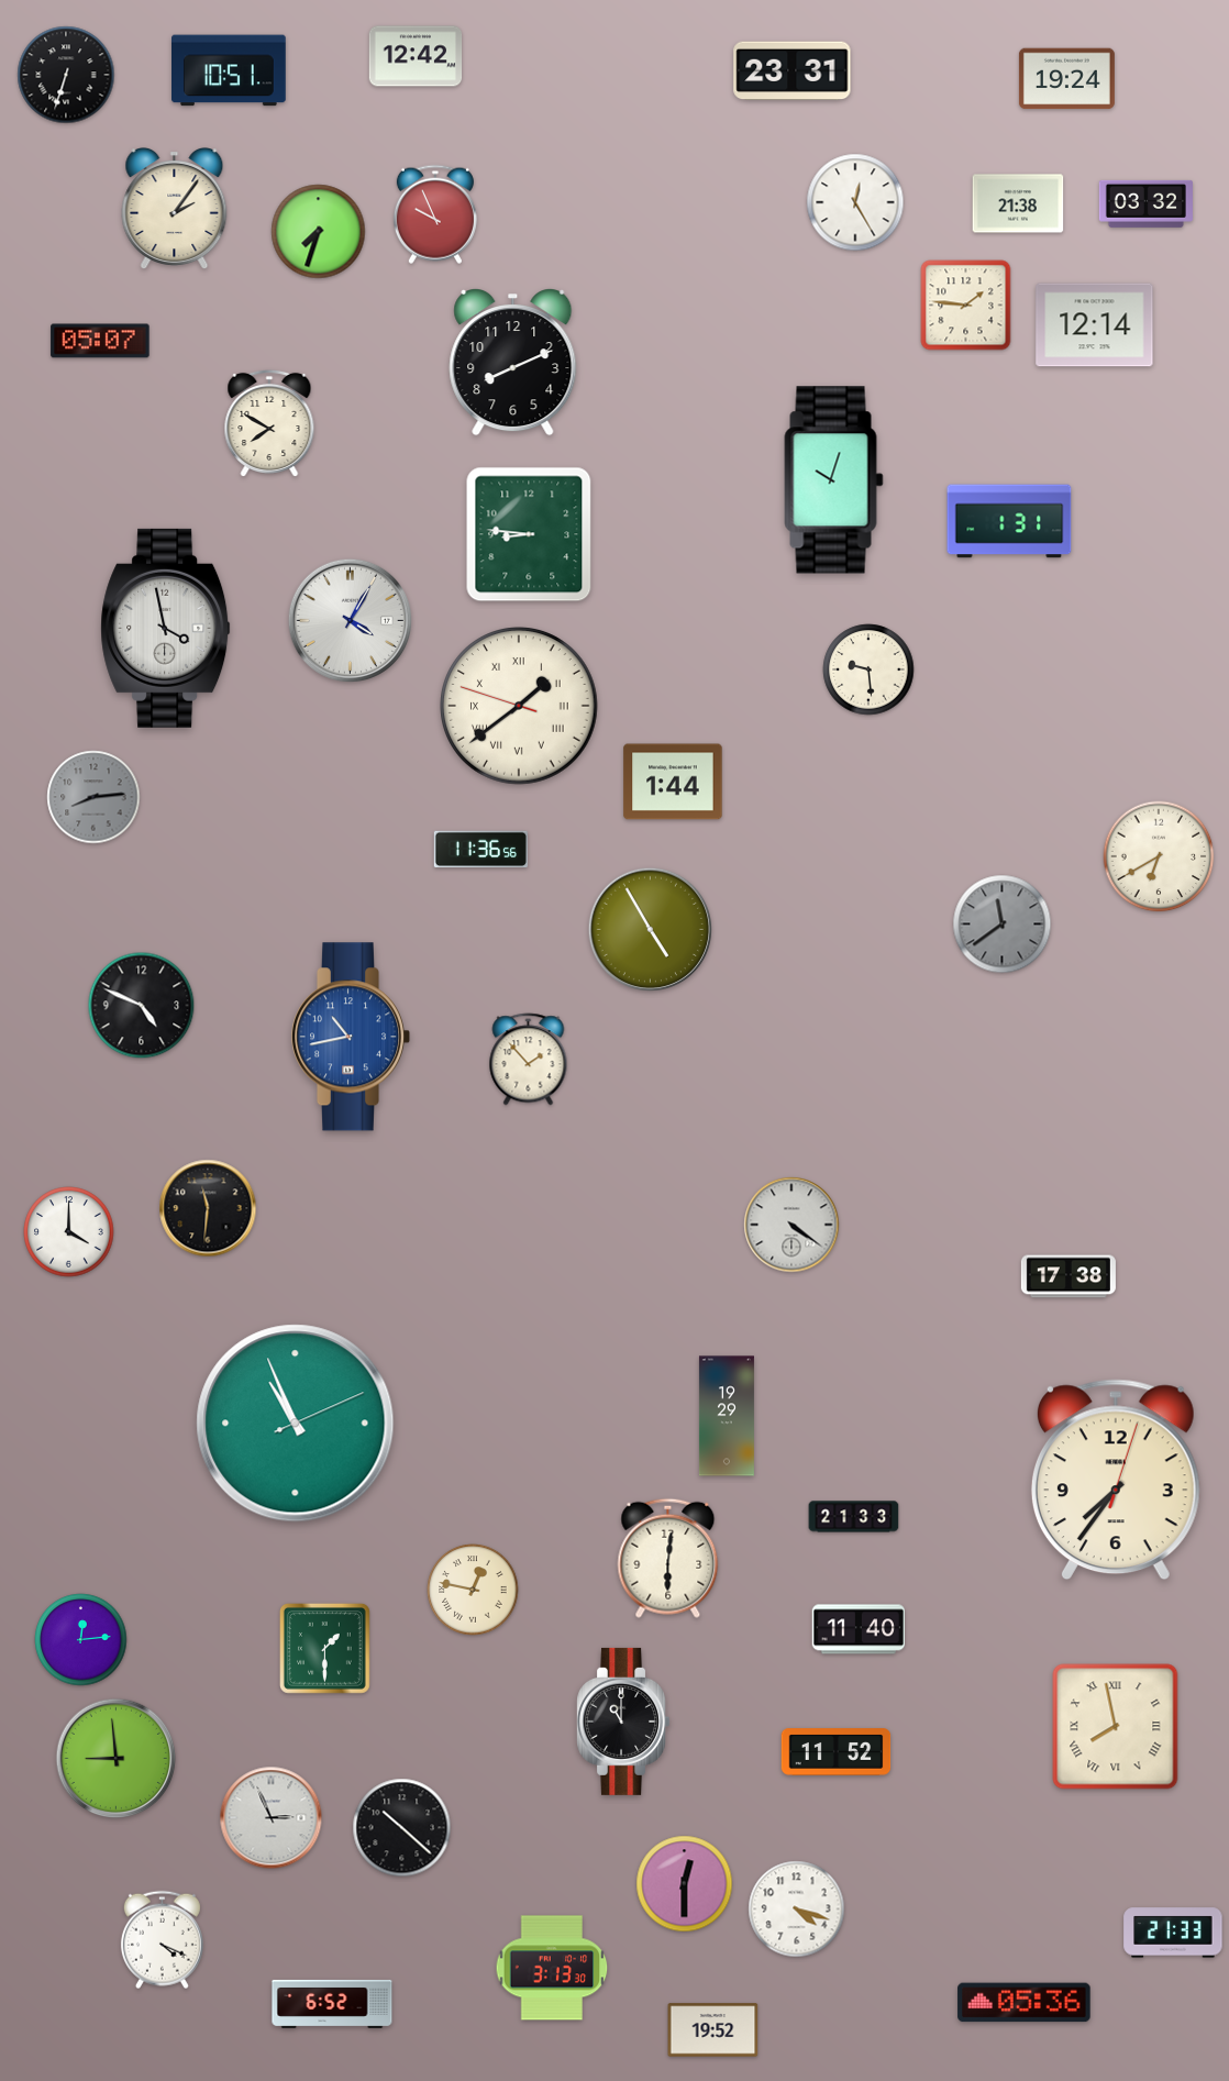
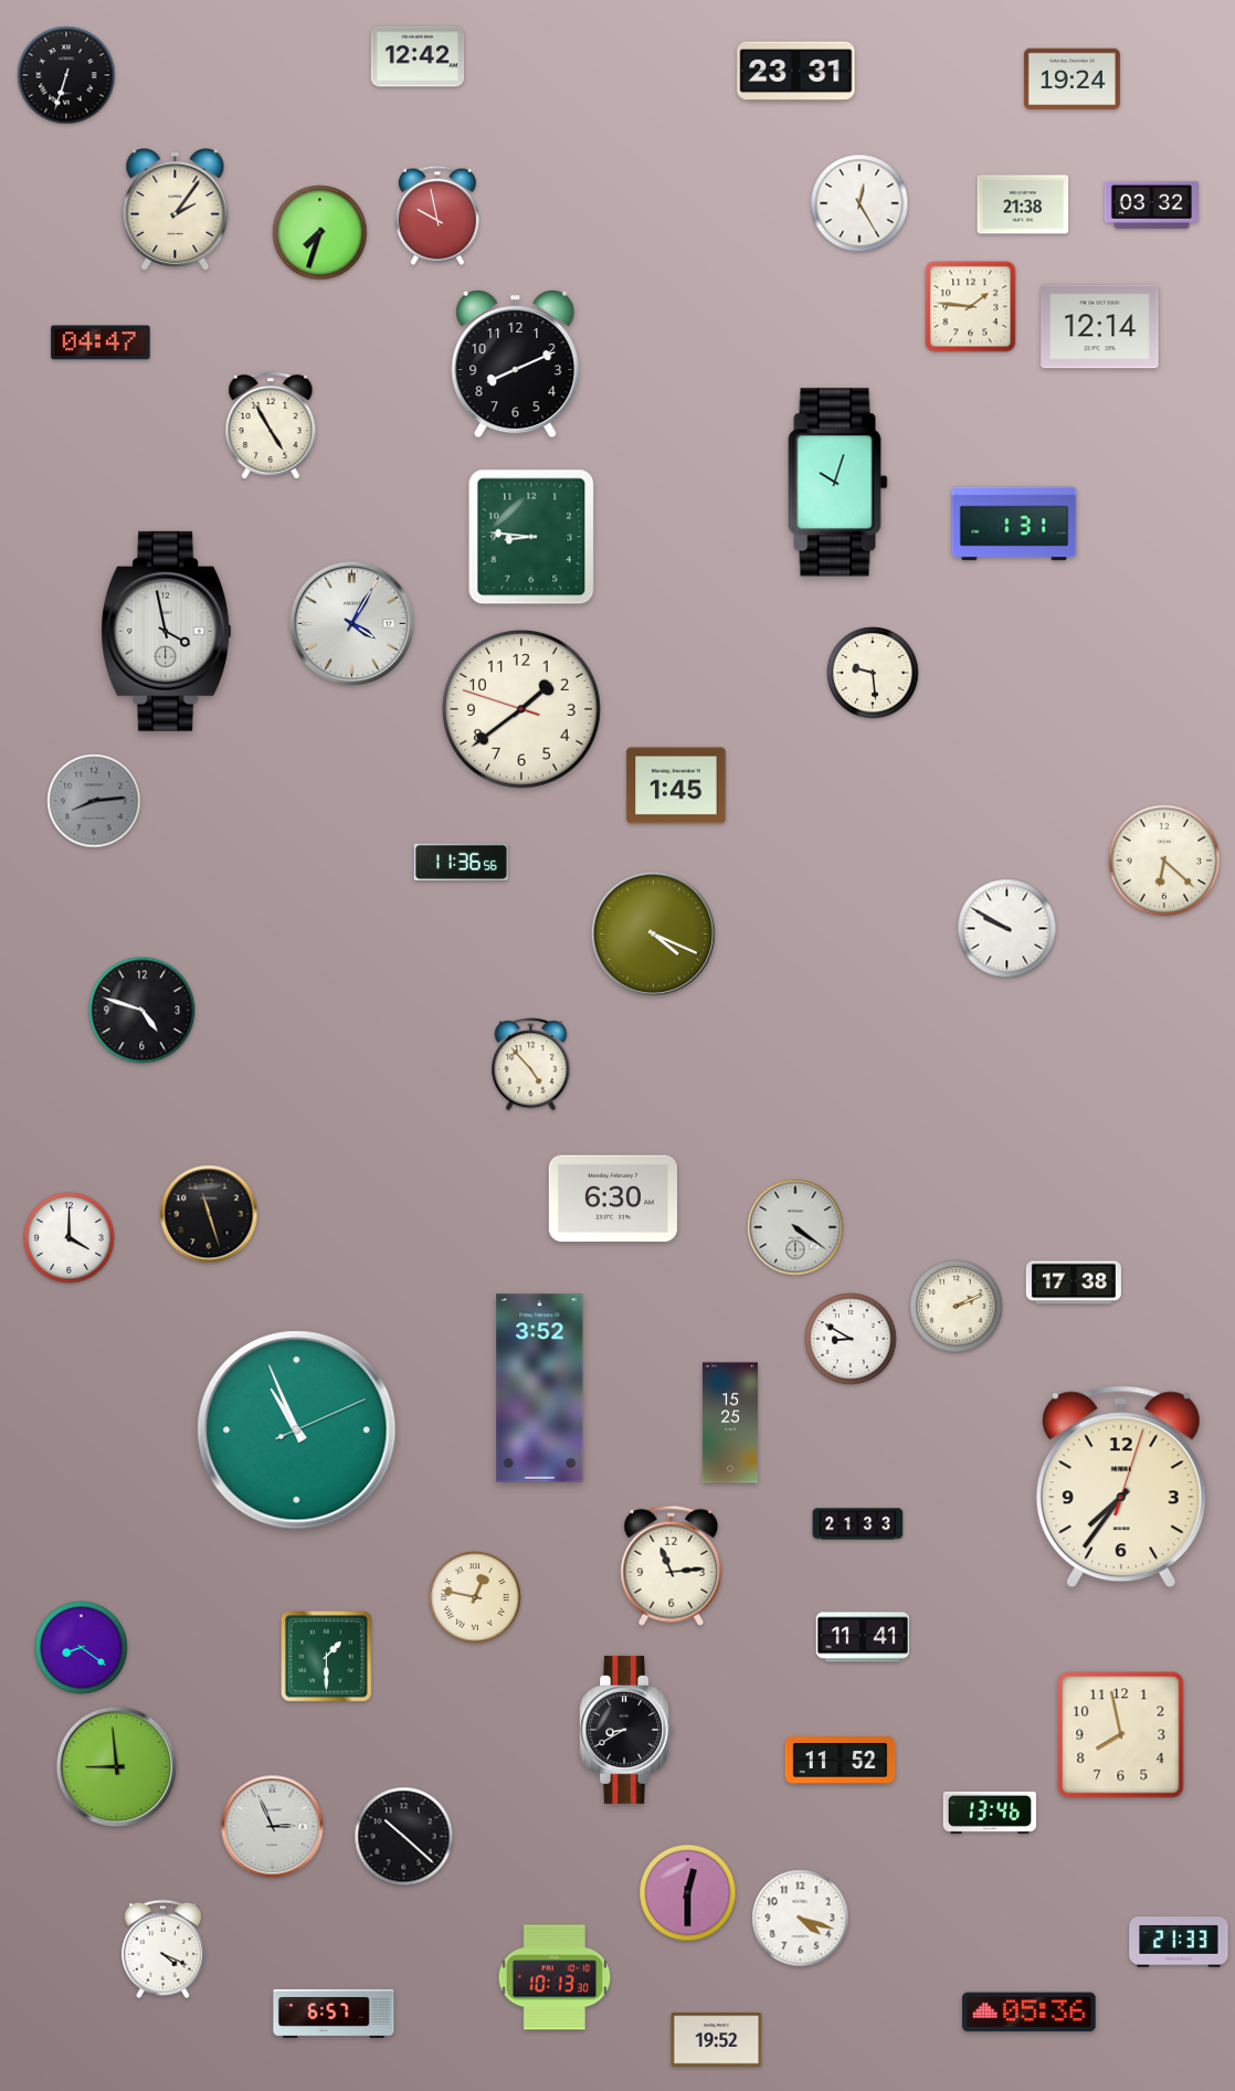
clock at (230, 70): 10:51 -> none
clock at (435, 214): 9:56 -> 9:58
clock at (100, 341): 05:07 -> 04:47
clock at (269, 423): 7:50 -> 4:55
clock at (519, 706) numerals: Roman -> Arabic
clock at (673, 782): 1:44 -> 1:45
clock at (480, 850) position: (480, 850) -> (461, 863)
clock at (1159, 856): 6:40 -> 6:22
clock at (1003, 925): 11:39 -> 9:50
clock at (1003, 925) dial: grey -> white
clock at (650, 929): 4:55 -> 4:19
clock at (142, 1006): 4:49 -> 4:48
clock at (351, 1037): 10:43 -> none
clock at (529, 1060): 1:53 -> 4:53
clock at (613, 1198): none -> 6:30
clock at (208, 1208): 11:31 -> 11:27
clock at (791, 1225) position: (791, 1225) -> (795, 1227)
clock at (957, 1307): none -> 2:11
clock at (851, 1339): none -> 8:50
clock at (540, 1388): none -> 3:52
clock at (727, 1416): 19:29 -> 15:25
clock at (668, 1558): 6:01 -> 11:14
clock at (857, 1629): 11:40 -> 11:41
clock at (81, 1640): 12:14 -> 8:21
clock at (622, 1722): 11:00 -> 8:40
clock at (1116, 1727) numerals: Roman -> Arabic
clock at (990, 1813): none -> 13:46
clock at (552, 1968): 3:13 -> 10:13
clock at (332, 2004): 6:52 -> 6:57
